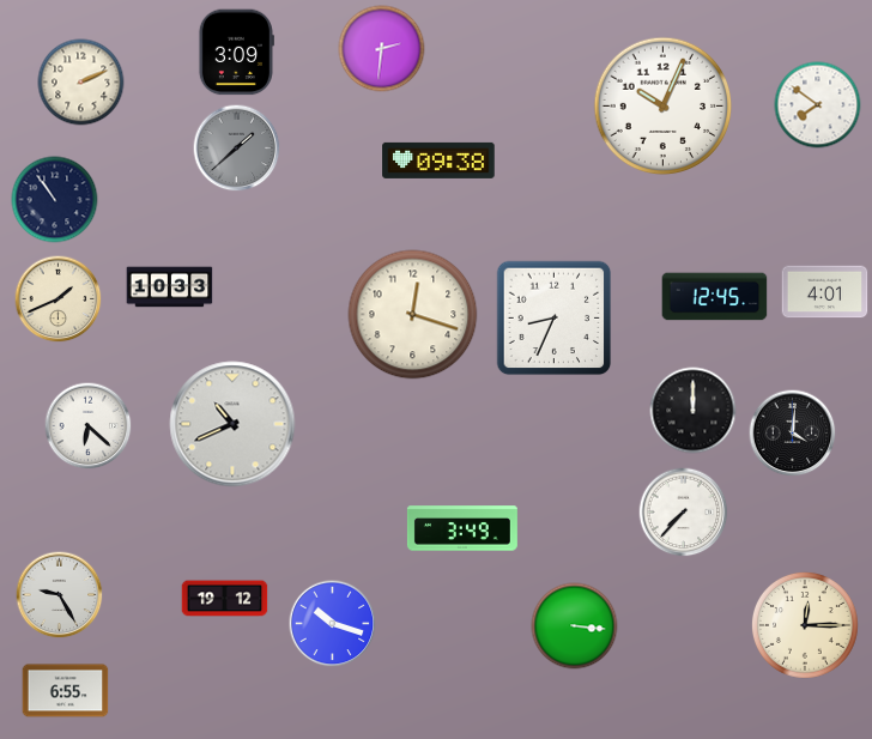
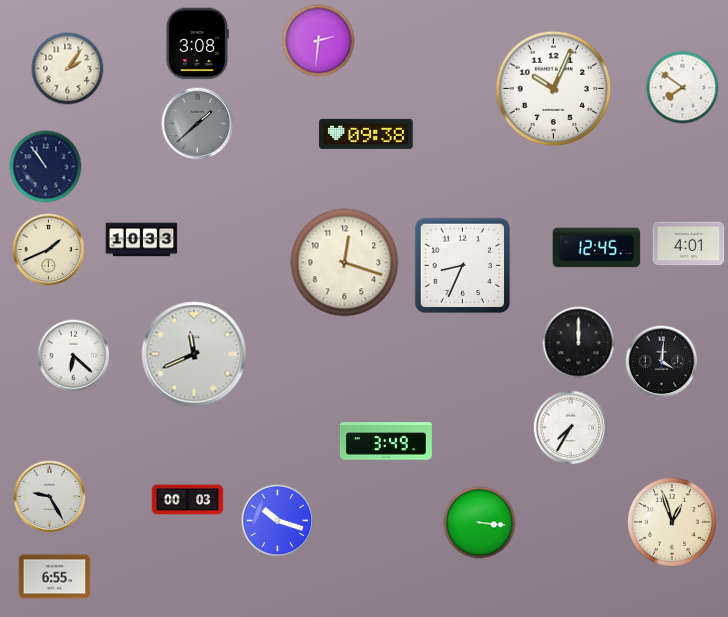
clock at (236, 53): 3:09 -> 3:08
clock at (81, 83): 2:11 -> 2:06
clock at (232, 424): 10:41 -> 11:41
clock at (684, 513): 7:37 -> 7:35
clock at (225, 599): 19:12 -> 00:03
clock at (805, 625): 12:15 -> 12:57
